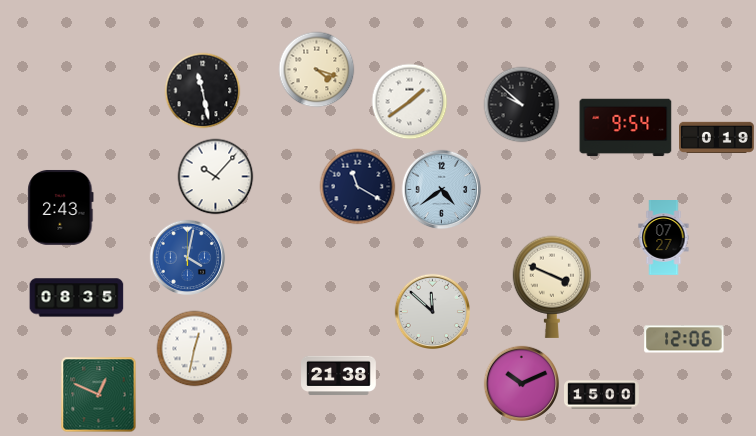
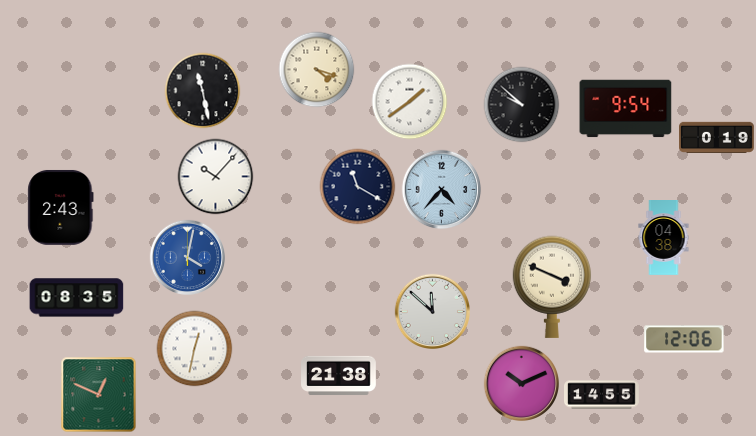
clock at (626, 128) position: (626, 128) -> (626, 109)
clock at (442, 190): 4:39 -> 4:37
clock at (664, 238): 07:27 -> 04:38
clock at (602, 395): 15:00 -> 14:55
